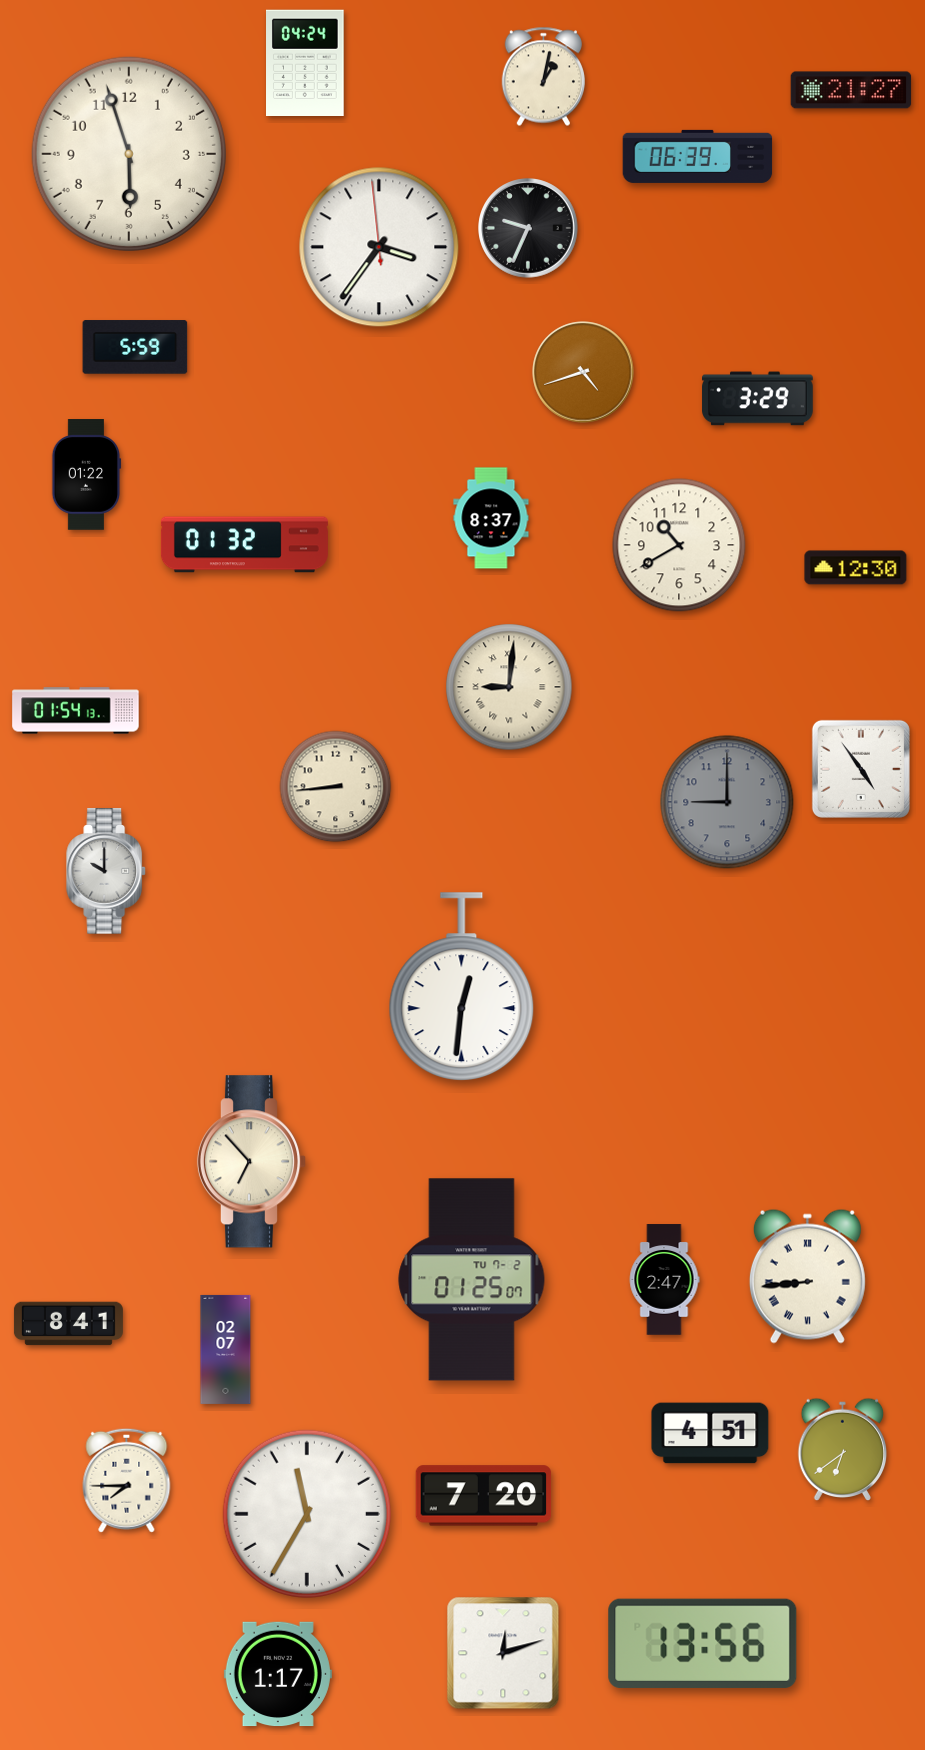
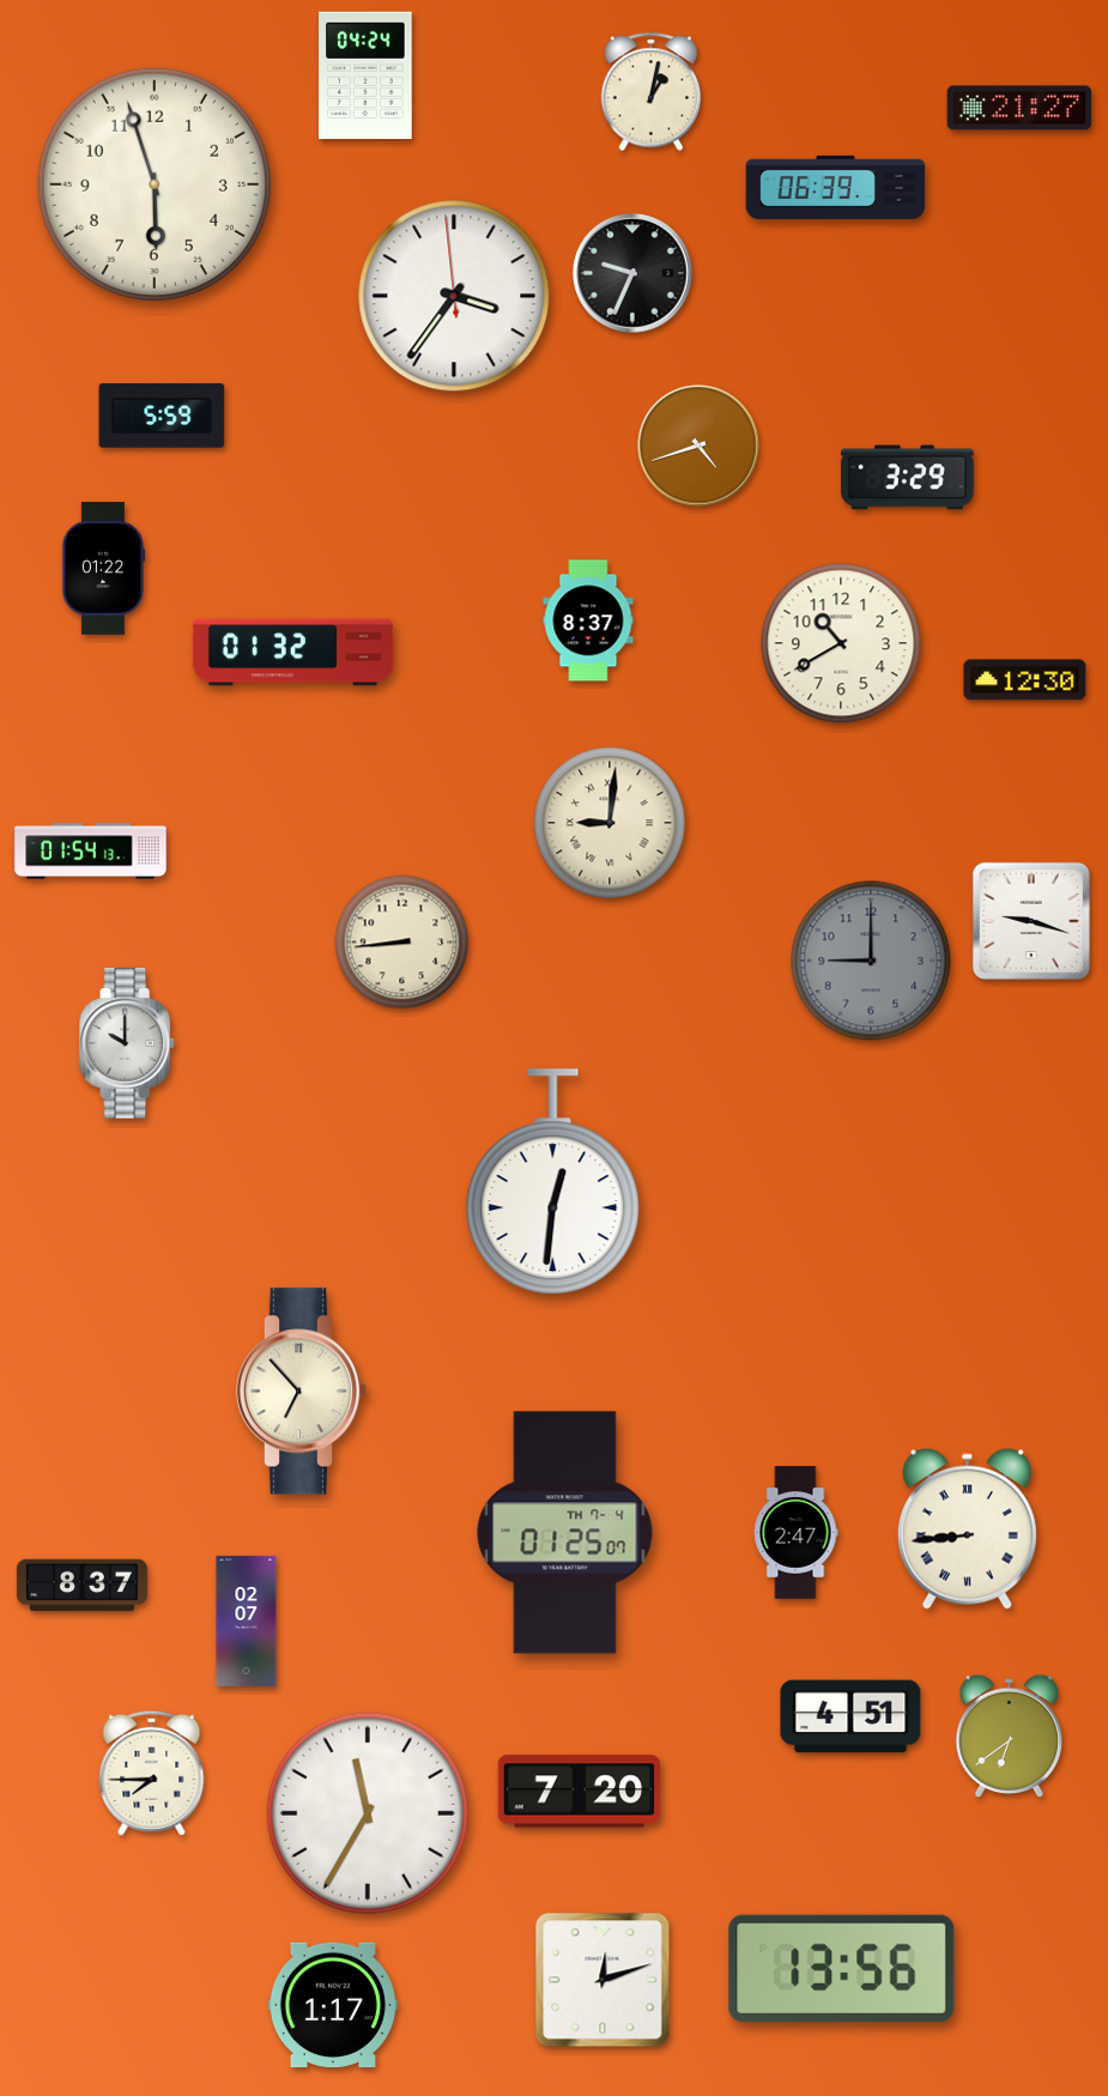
clock at (679, 545) position: (679, 545) -> (841, 643)
clock at (861, 769): 4:54 -> 9:18
clock at (472, 1280) date: TU 7-2 -> TH 7-4
clock at (68, 1324): 8:41 -> 8:37
clock at (226, 1349) position: (226, 1349) -> (247, 1621)
